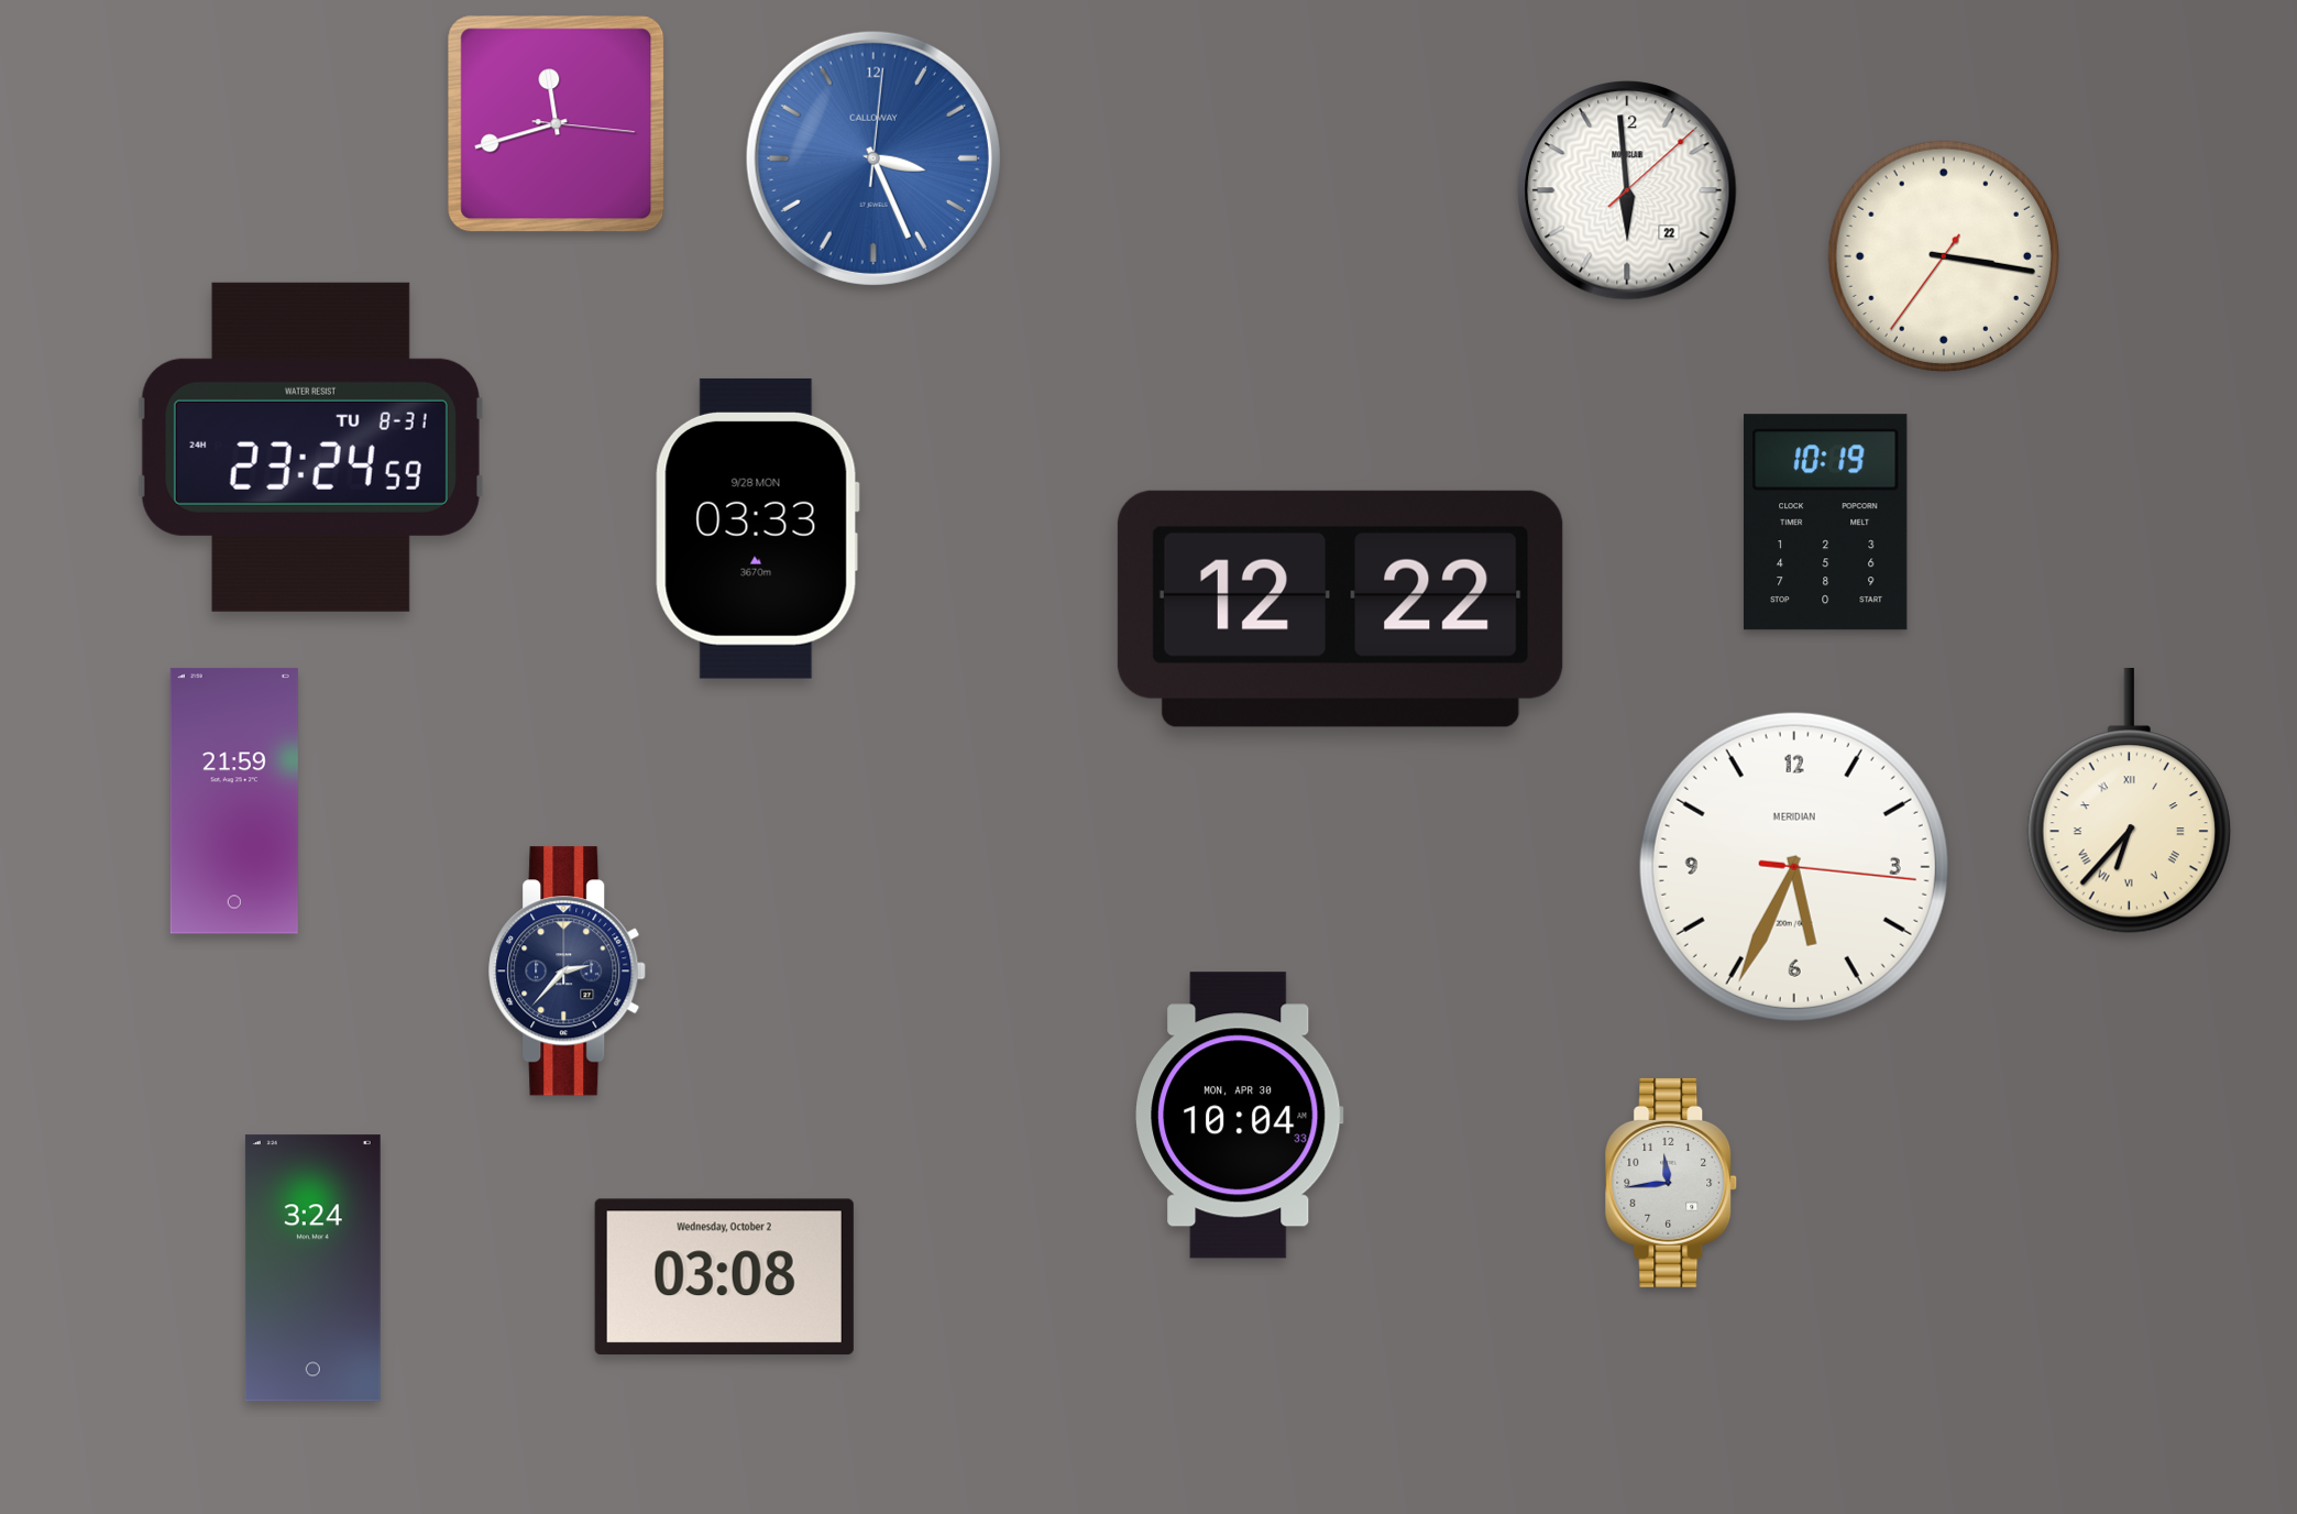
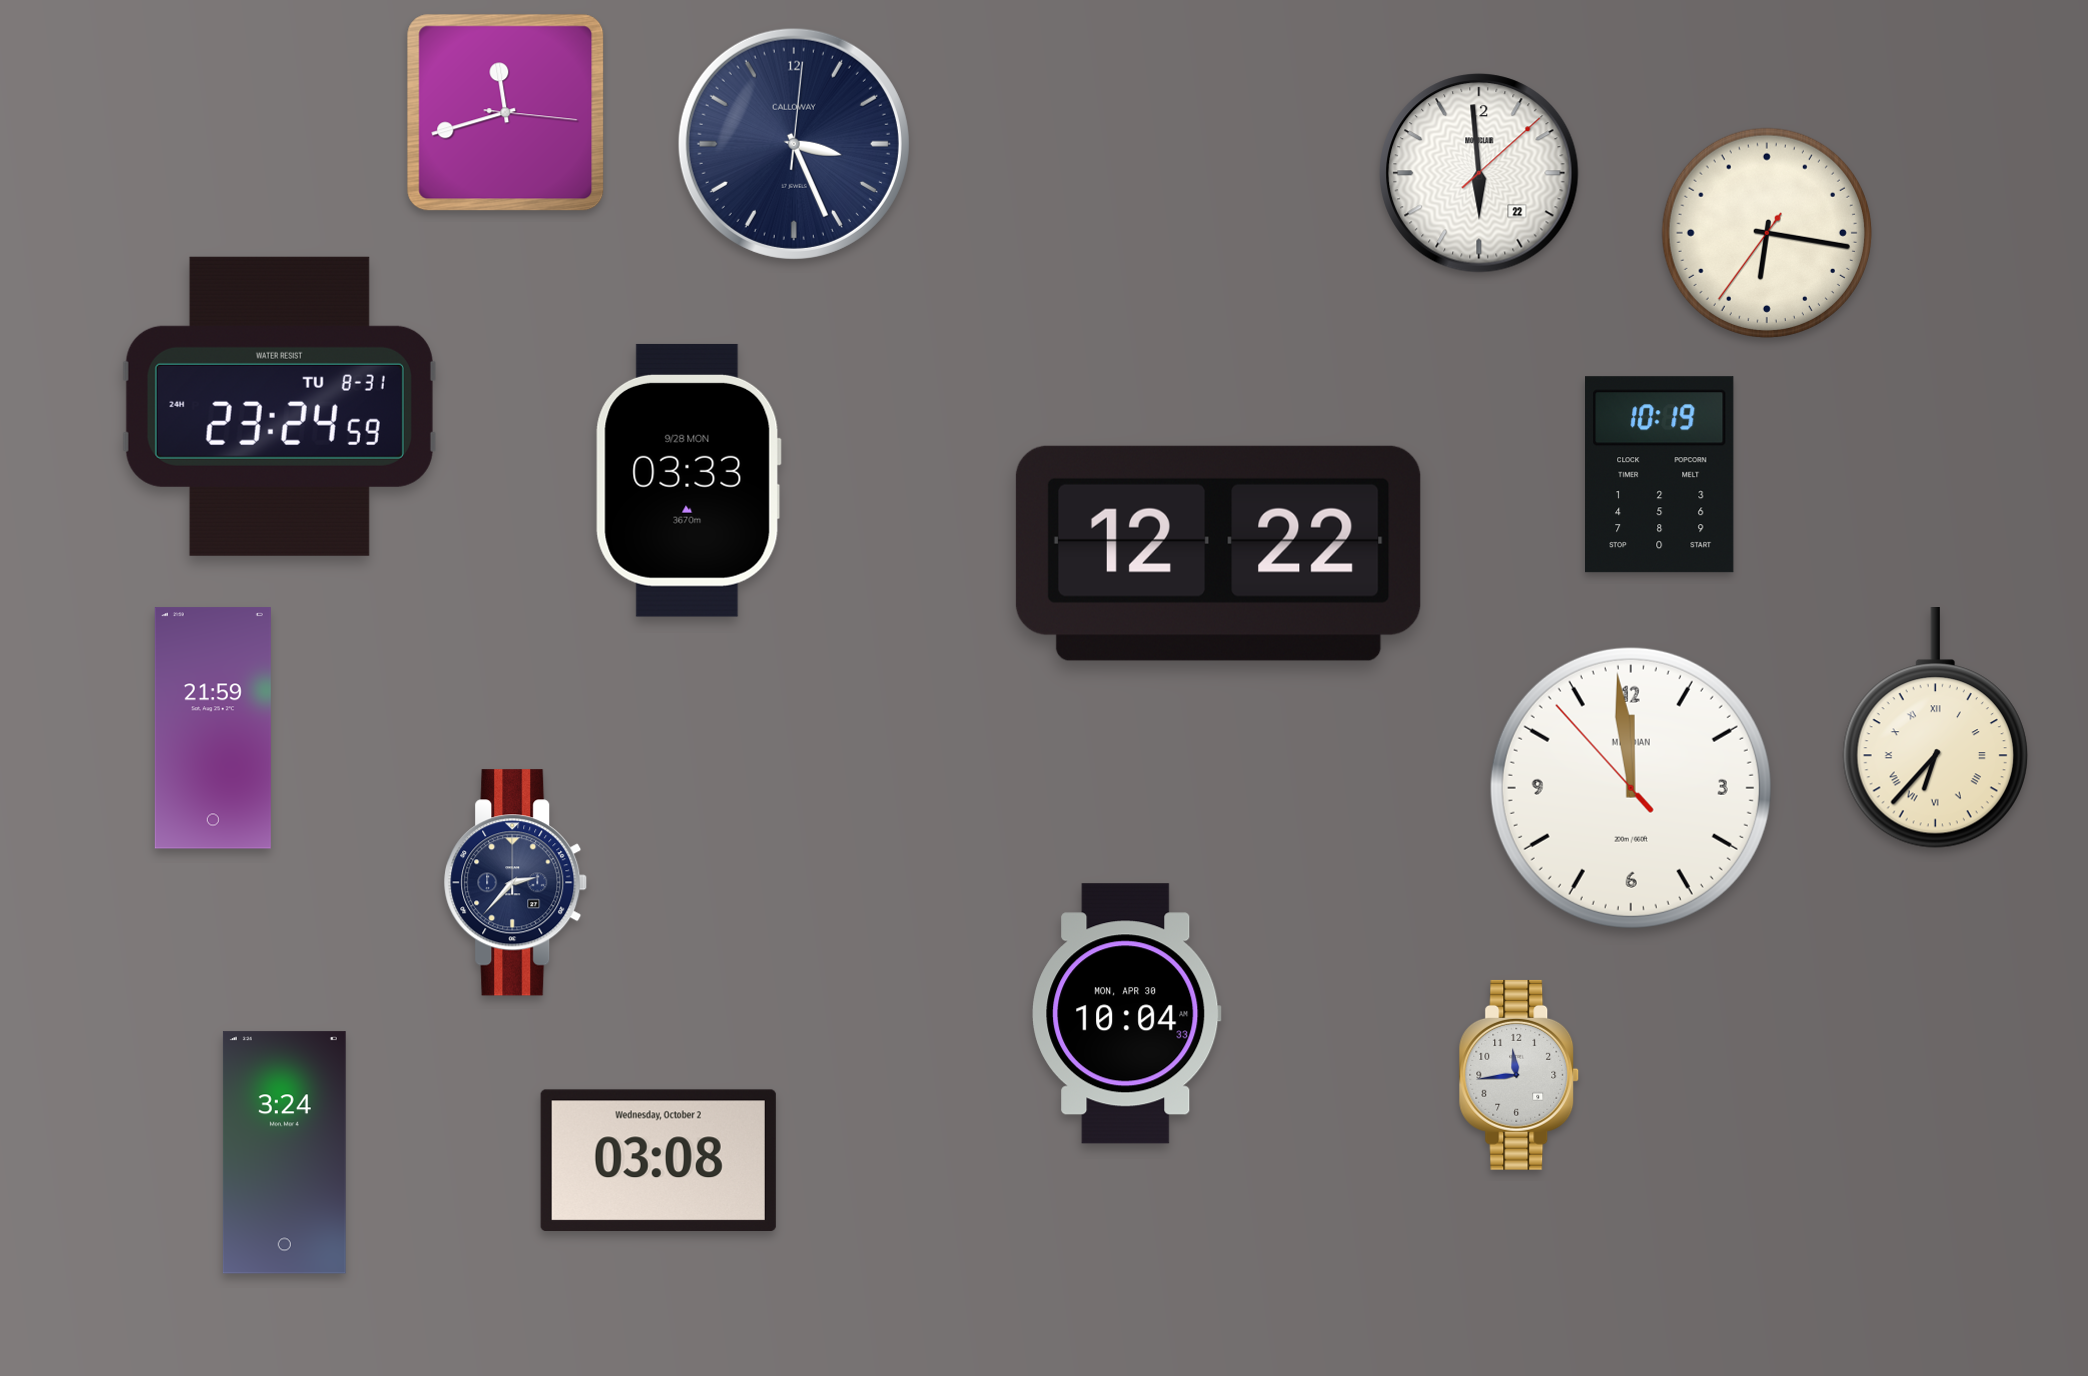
clock at (873, 158) dial: blue -> navy
clock at (1944, 256): 3:16 -> 6:16
clock at (310, 447) position: (310, 447) -> (279, 406)
clock at (1794, 867): 5:34 -> 11:58
